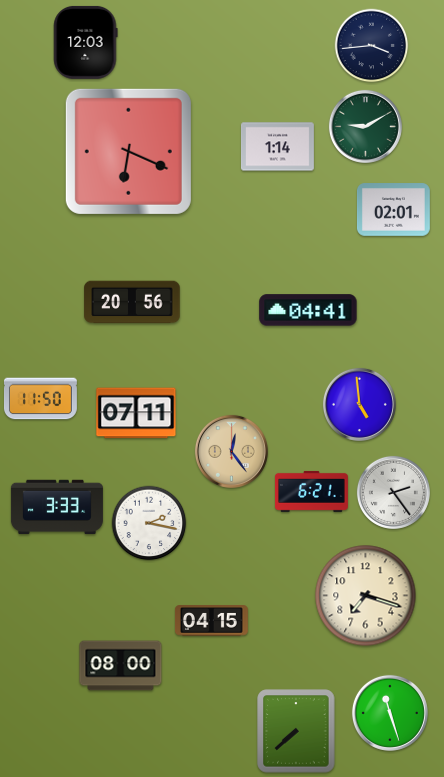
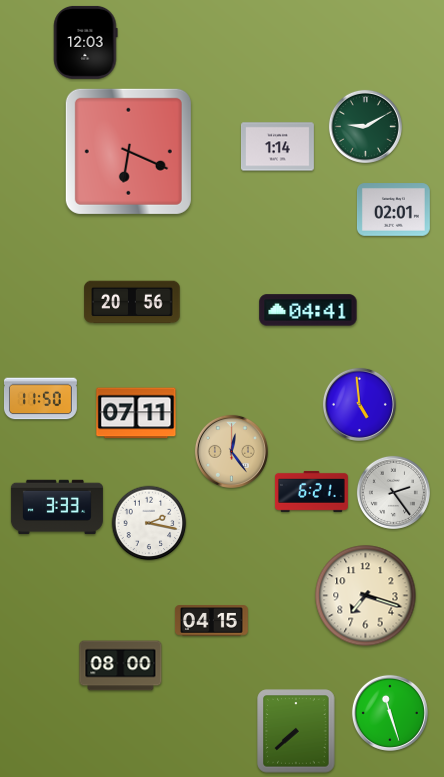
clock at (372, 46): 3:44 -> none
